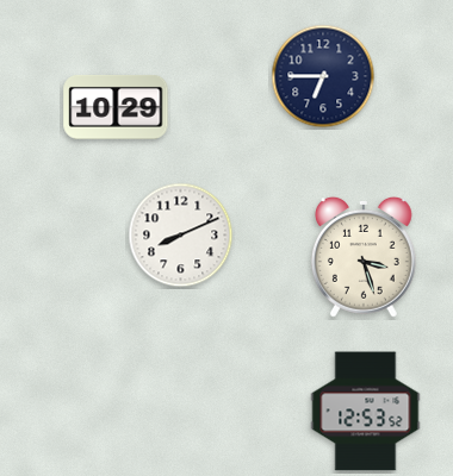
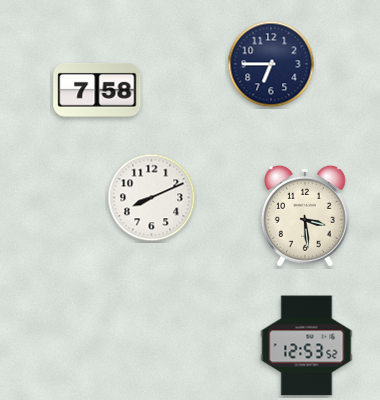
clock at (116, 107): 10:29 -> 7:58
clock at (364, 257): 3:27 -> 3:29
